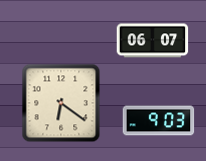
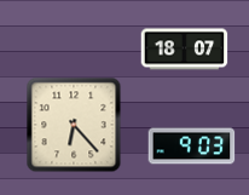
clock at (153, 41): 06:07 -> 18:07
clock at (61, 103): 6:21 -> 6:23
